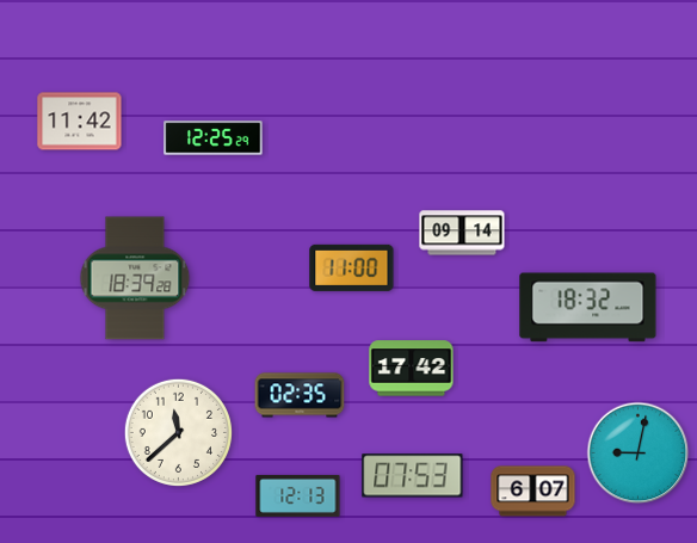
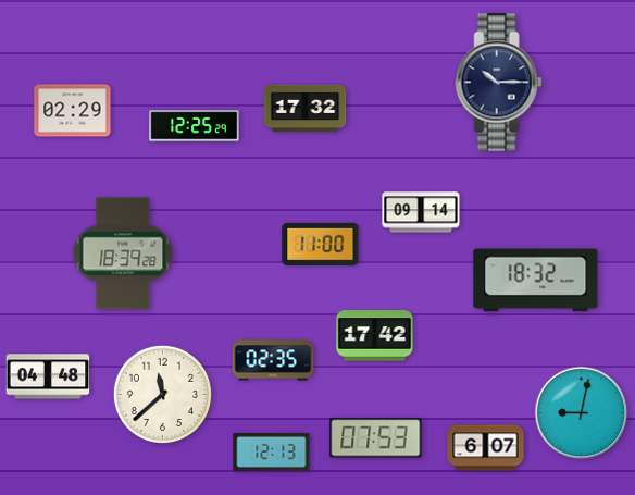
clock at (499, 83): none -> 10:15
clock at (306, 109): none -> 17:32
clock at (80, 122): 11:42 -> 02:29
clock at (48, 376): none -> 04:48
clock at (413, 476) position: (413, 476) -> (376, 438)
